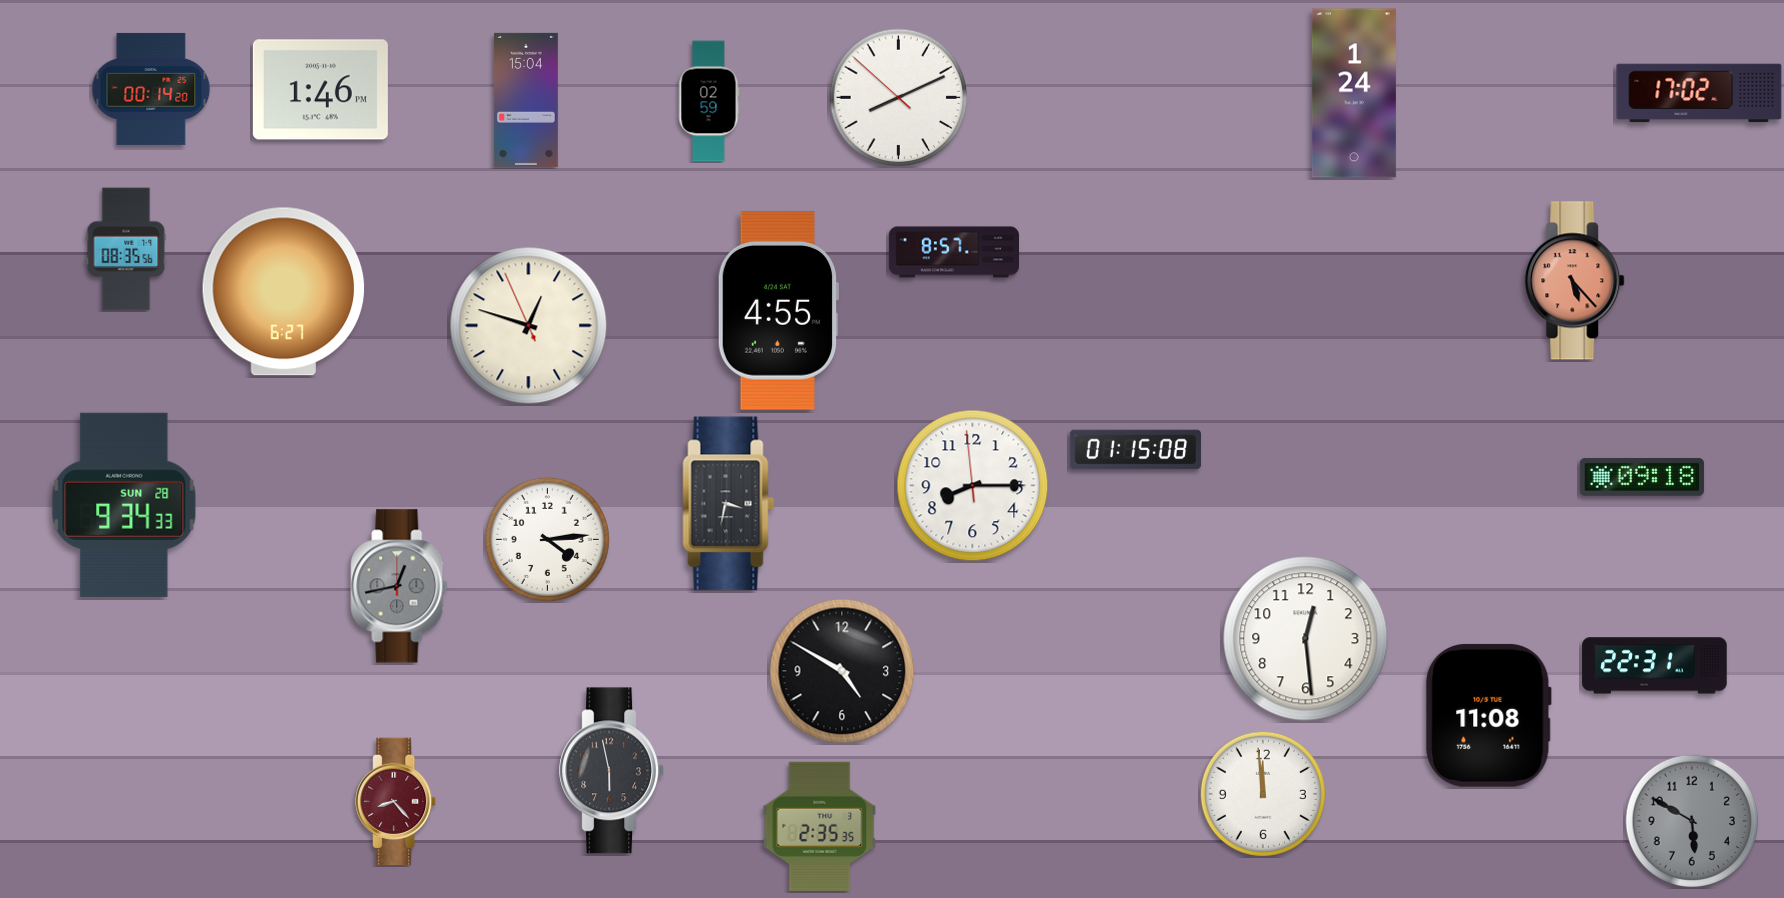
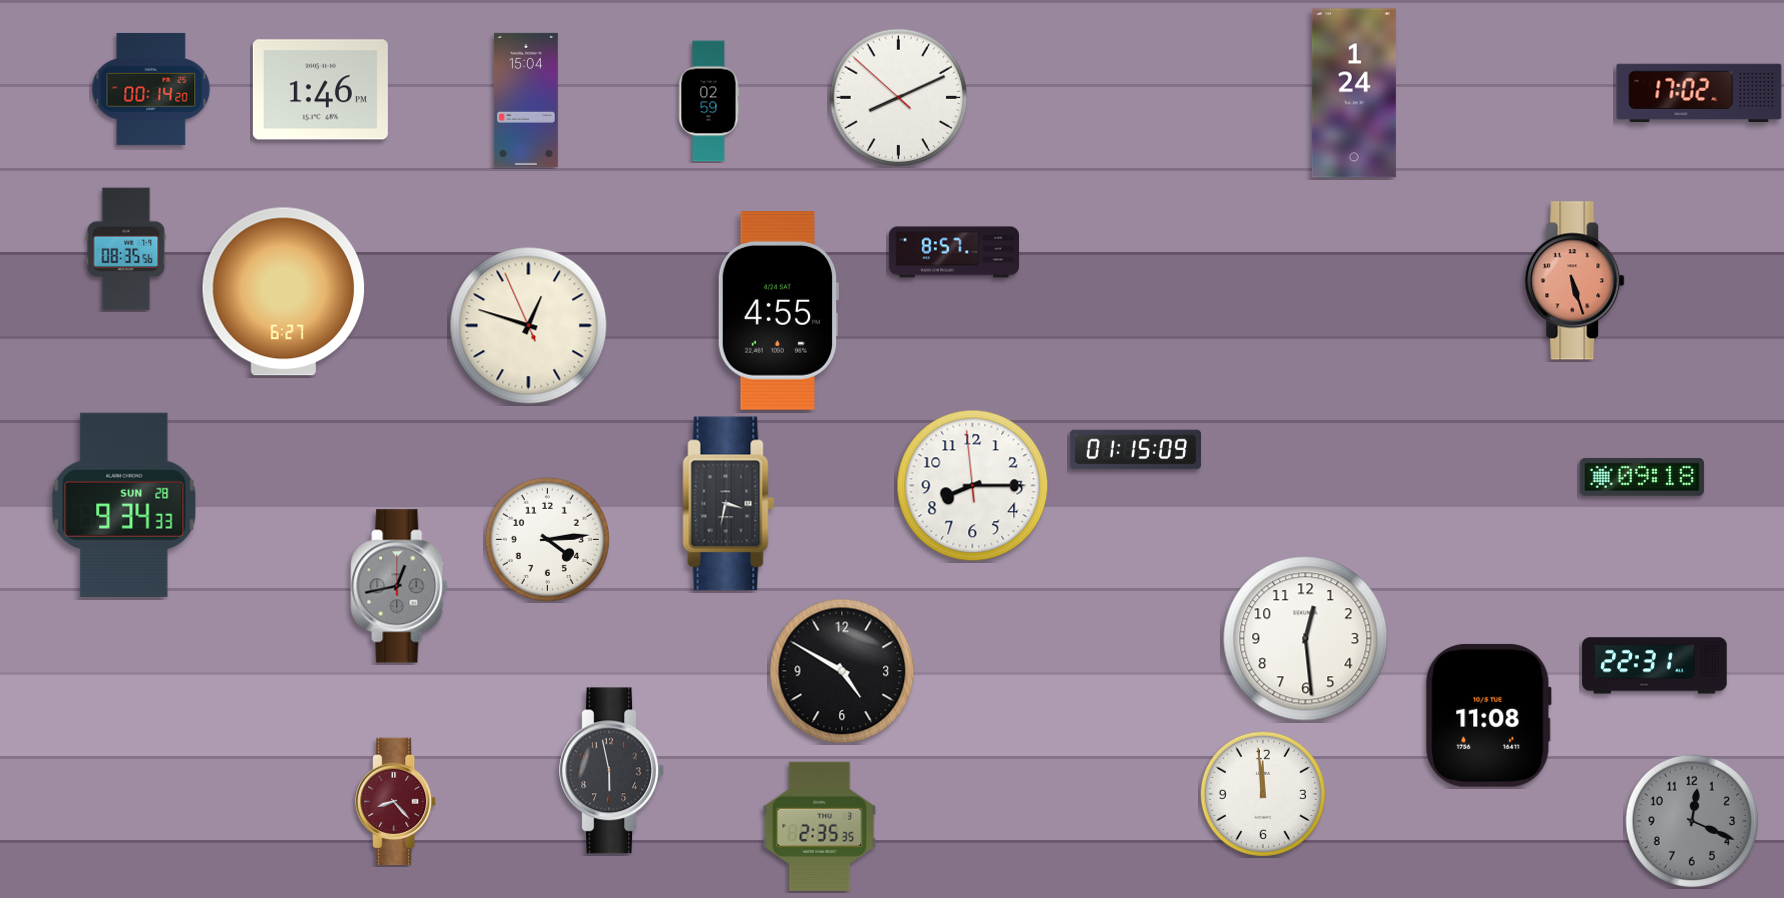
clock at (1575, 281): 5:23 -> 5:27
clock at (1135, 450): 01:15:08 -> 01:15:09
clock at (1692, 821): 5:50 -> 12:19
